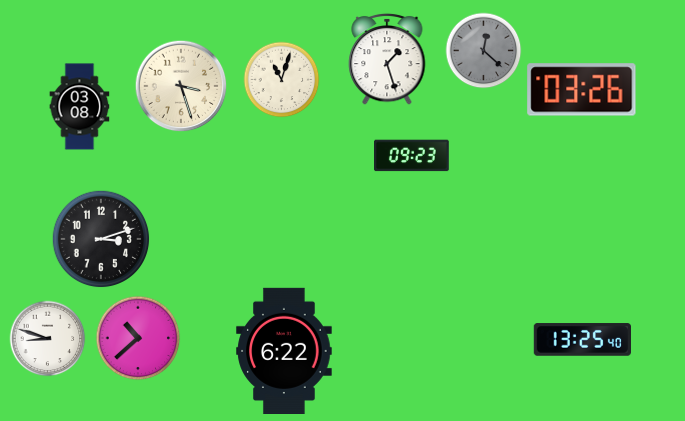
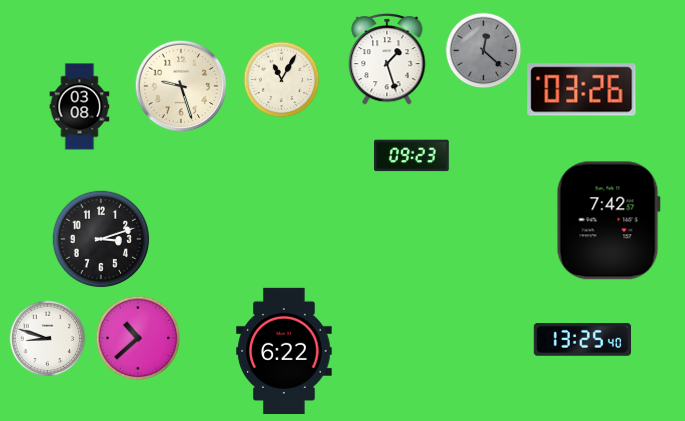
clock at (282, 80): 11:03 -> 11:05
clock at (181, 86): 3:27 -> 9:27
clock at (608, 221): none -> 7:42
